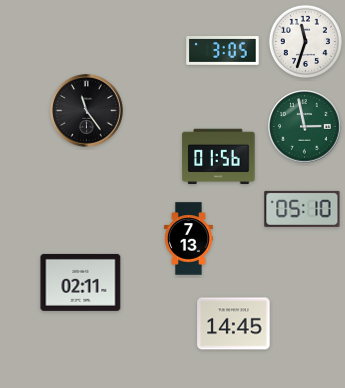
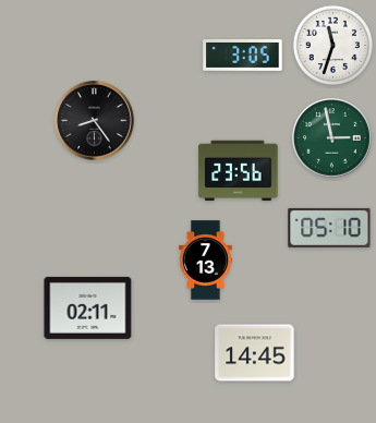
clock at (87, 111): 11:24 -> 8:24
clock at (219, 157): 01:56 -> 23:56
